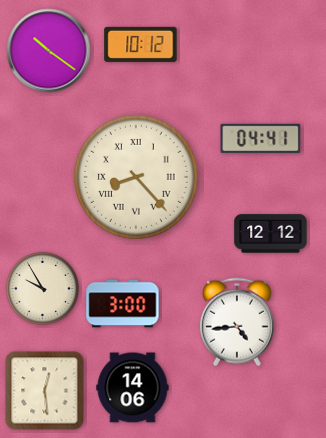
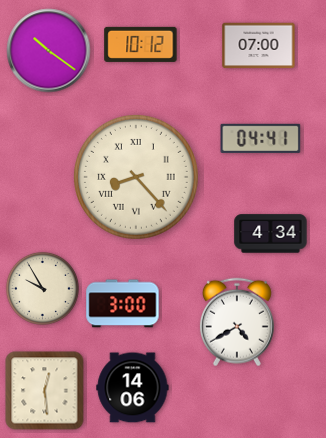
clock at (259, 46): none -> 07:00
clock at (271, 234): 12:12 -> 4:34
clock at (237, 322): 4:44 -> 4:40
